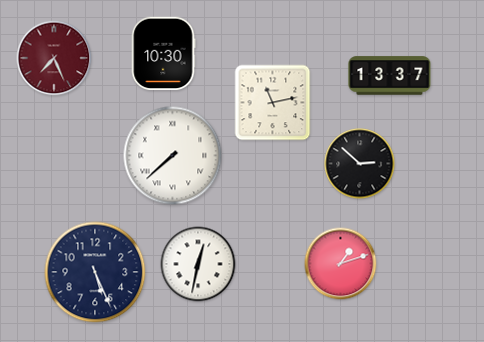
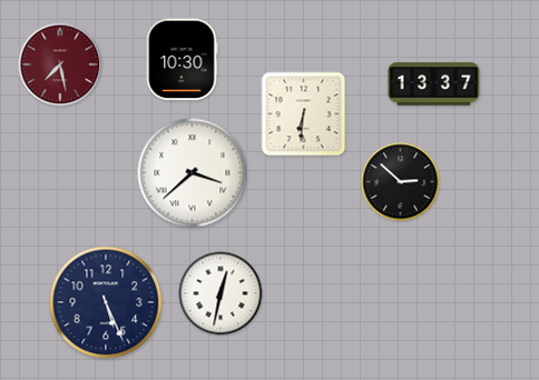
clock at (54, 58): 7:26 -> 7:28
clock at (273, 103): 11:13 -> 6:31
clock at (173, 156): 7:38 -> 3:38
clock at (341, 264): 1:12 -> none
